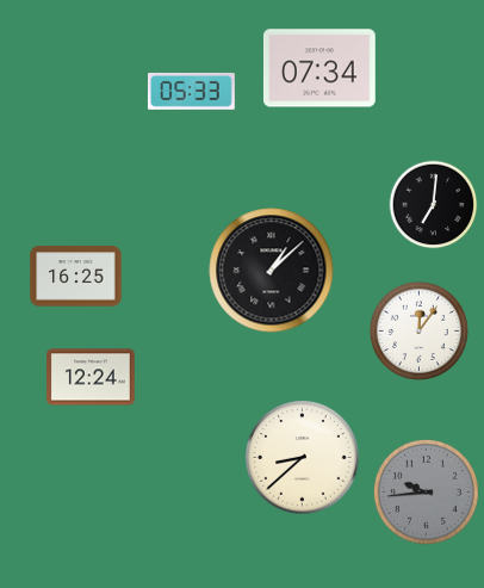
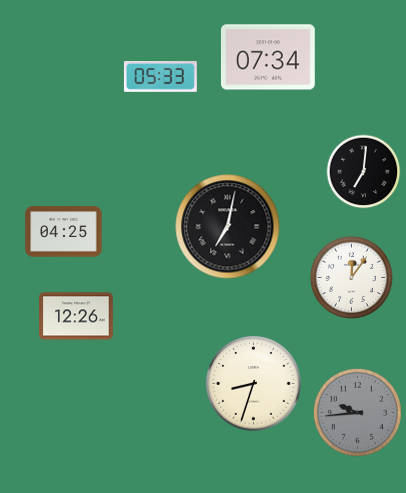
clock at (272, 271): 1:08 -> 7:02
clock at (76, 277): 16:25 -> 04:25
clock at (91, 377): 12:24 -> 12:26
clock at (303, 458): 8:38 -> 8:33
